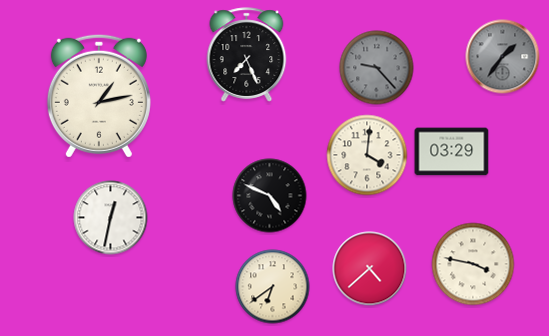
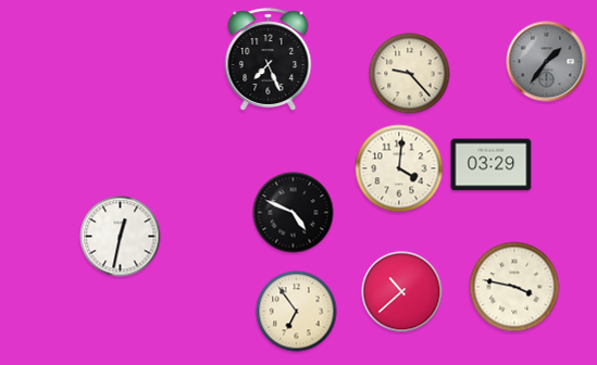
clock at (377, 68) dial: grey -> cream
clock at (99, 96): 1:13 -> none
clock at (370, 269): 4:38 -> 10:38
clock at (273, 287): 6:39 -> 6:54
